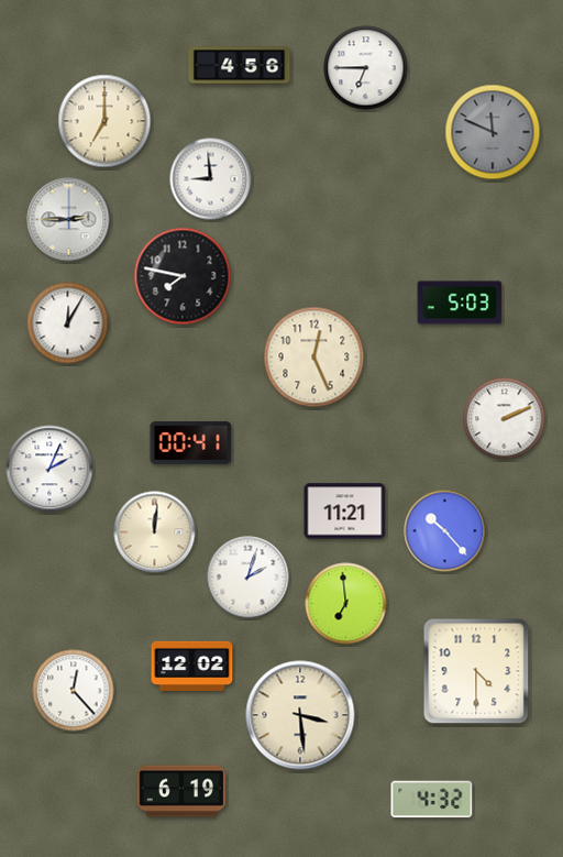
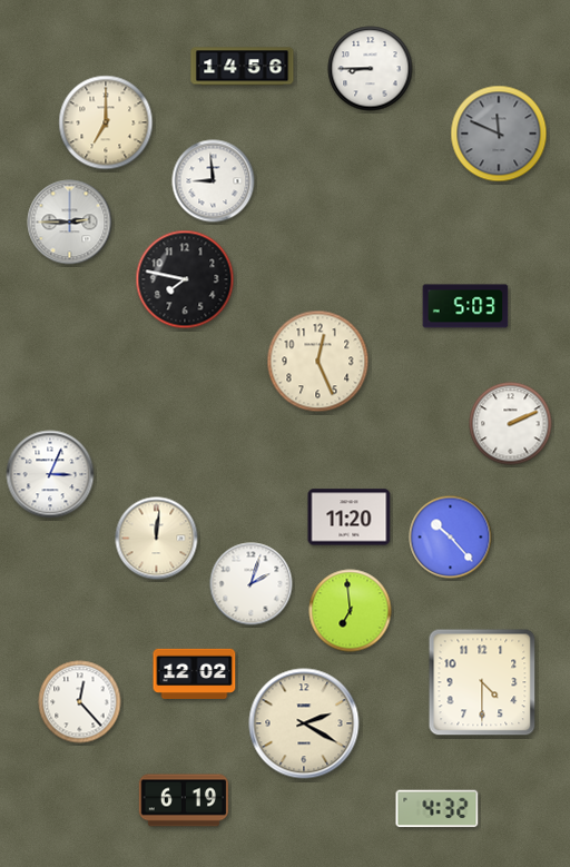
clock at (240, 66): 4:56 -> 14:56
clock at (366, 68): 6:45 -> 8:45
clock at (68, 323): 12:05 -> none
clock at (191, 443): 00:41 -> none
clock at (49, 469): 2:04 -> 3:04
clock at (345, 512): 11:21 -> 11:20
clock at (476, 671) position: (476, 671) -> (482, 682)
clock at (74, 691) position: (74, 691) -> (80, 702)
clock at (300, 715): 3:29 -> 2:20
